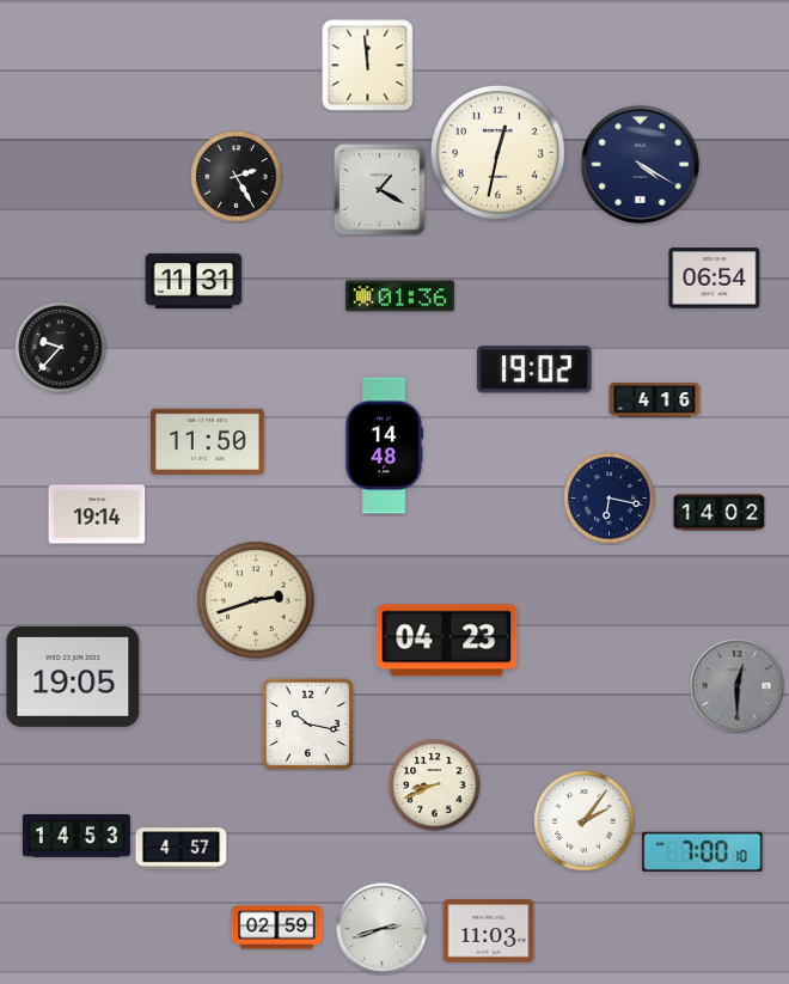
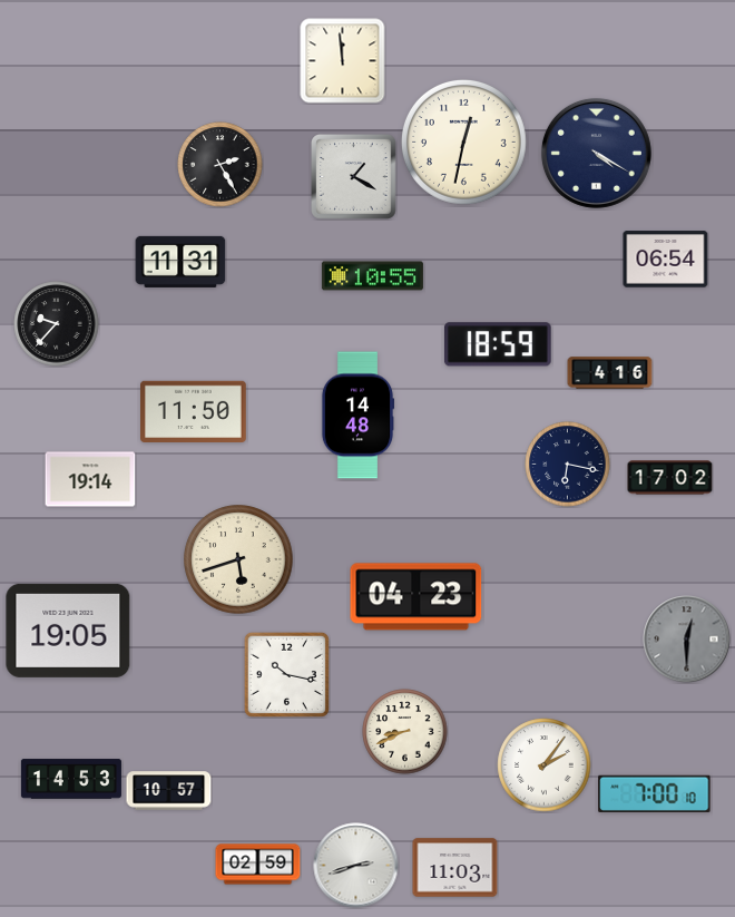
clock at (399, 297): 01:36 -> 10:55
clock at (534, 369): 19:02 -> 18:59
clock at (720, 513): 14:02 -> 17:02
clock at (256, 600): 2:42 -> 5:42
clock at (182, 849): 4:57 -> 10:57
